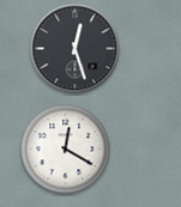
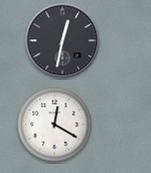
clock at (76, 49): 12:27 -> 12:32
